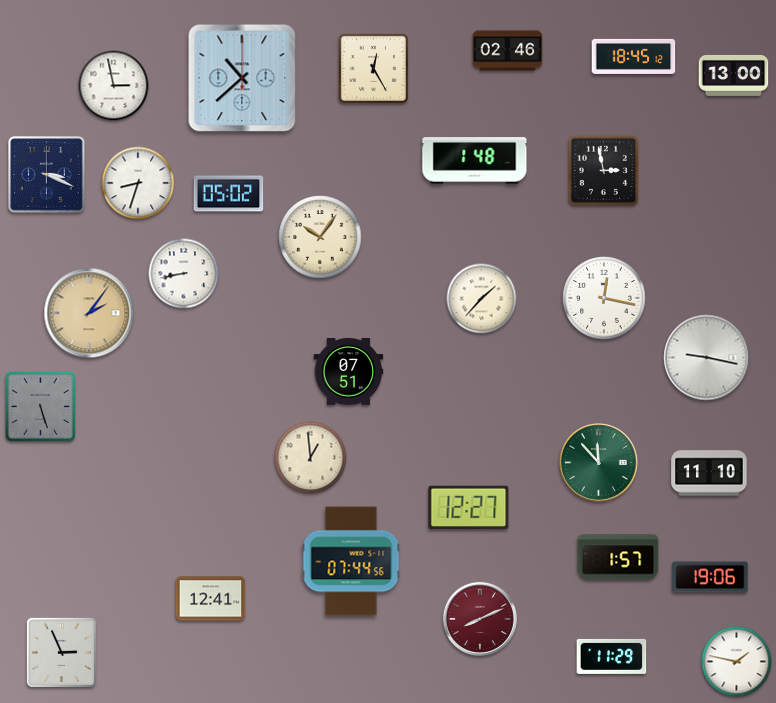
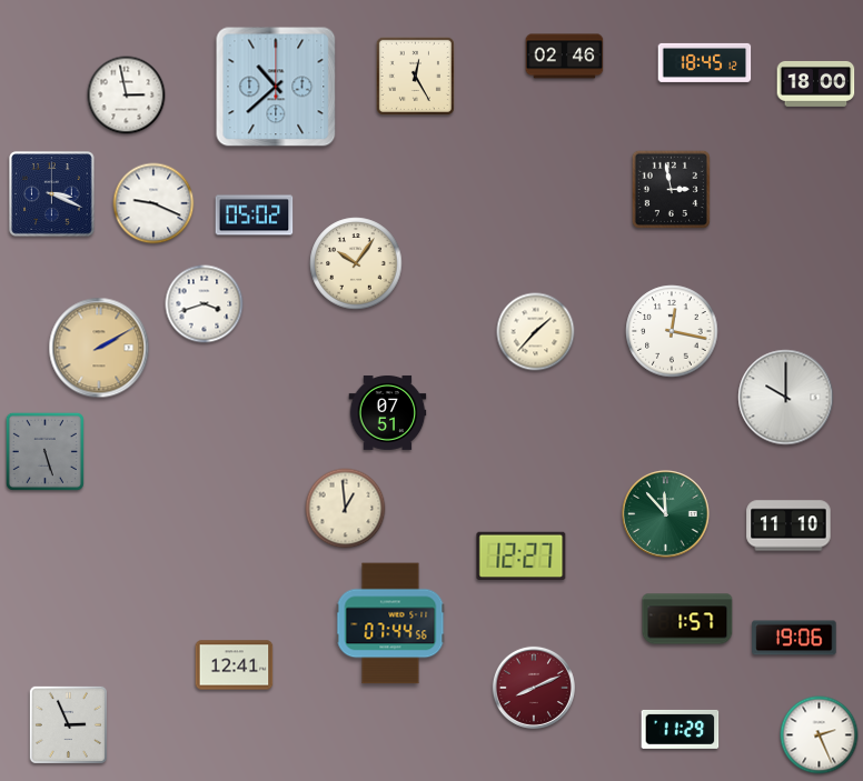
clock at (734, 75): 13:00 -> 18:00
clock at (242, 78) position: (242, 78) -> (276, 87)
clock at (475, 161): 1:48 -> none
clock at (138, 183): 8:33 -> 9:19
clock at (184, 274): 8:43 -> 3:42
clock at (89, 313): 2:06 -> 2:10
clock at (707, 358): 9:17 -> 10:00
clock at (469, 508) position: (469, 508) -> (522, 557)
clock at (710, 577) position: (710, 577) -> (794, 638)
clock at (737, 662): 1:47 -> 2:26
